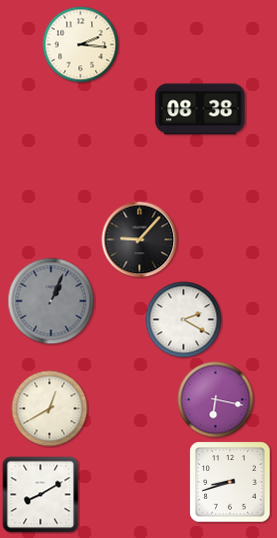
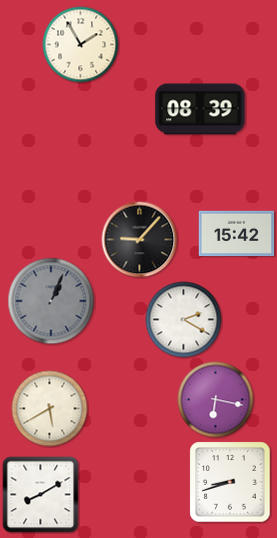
clock at (81, 45): 2:16 -> 1:55
clock at (200, 109): 08:38 -> 08:39
clock at (237, 234): none -> 15:42
clock at (50, 409): 12:40 -> 5:40
